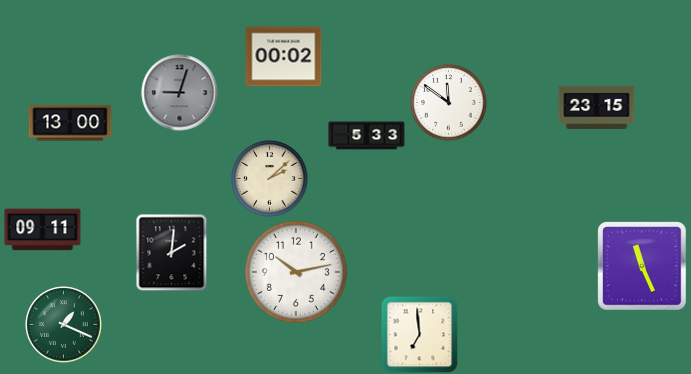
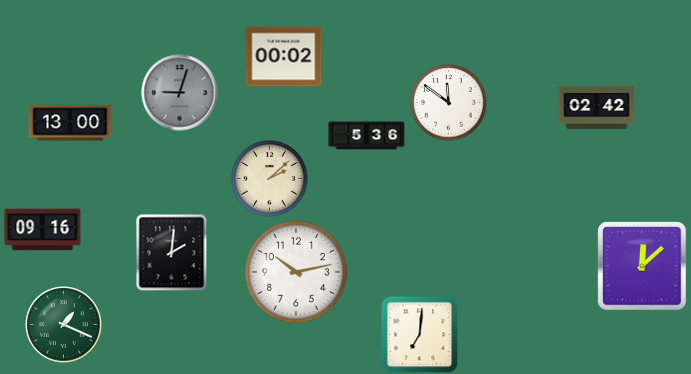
clock at (597, 107): 23:15 -> 02:42
clock at (367, 136): 5:33 -> 5:36
clock at (43, 230): 09:11 -> 09:16
clock at (642, 266): 11:26 -> 12:08
clock at (419, 334): 6:59 -> 7:01
